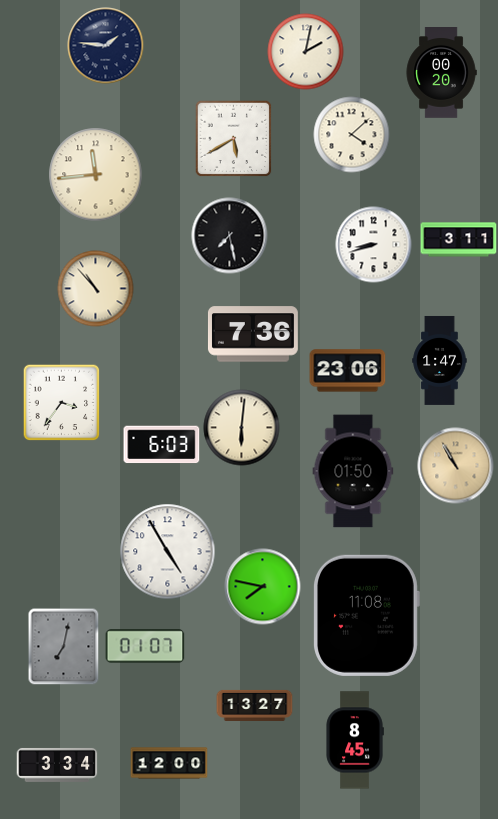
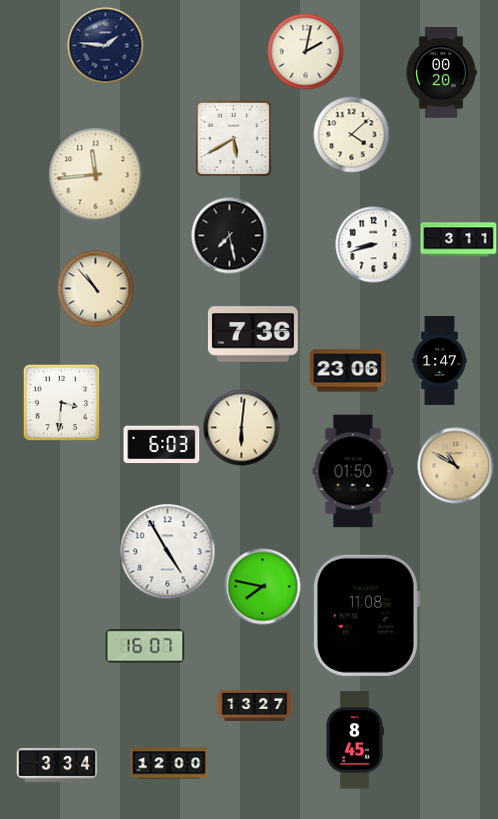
clock at (61, 402): 3:36 -> 3:31
clock at (456, 466): 10:55 -> 10:50
clock at (64, 646): 7:02 -> none
clock at (145, 646): 01:07 -> 16:07
